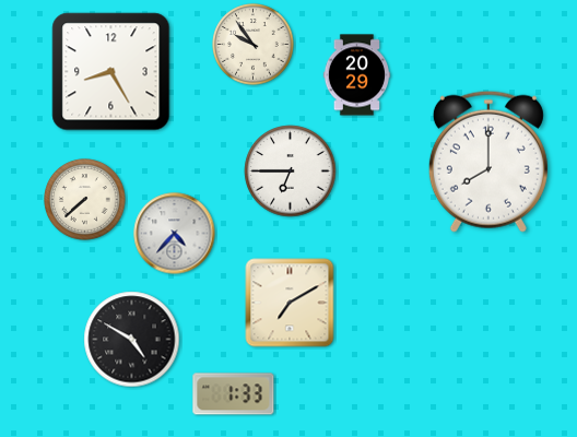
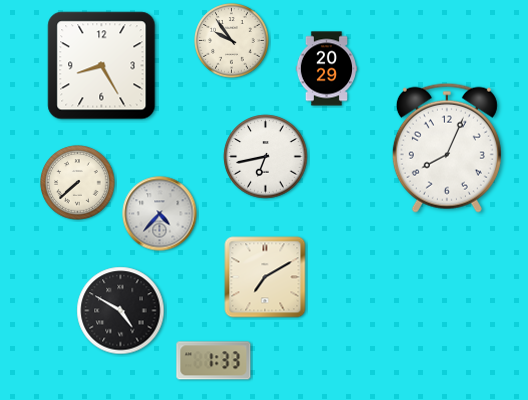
clock at (488, 162): 8:00 -> 8:04
clock at (291, 172): 6:45 -> 6:43
